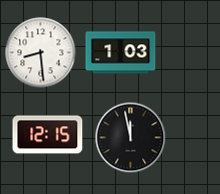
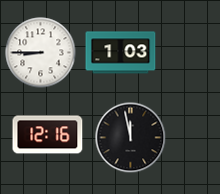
clock at (41, 53): 8:29 -> 8:45
clock at (48, 135): 12:15 -> 12:16
